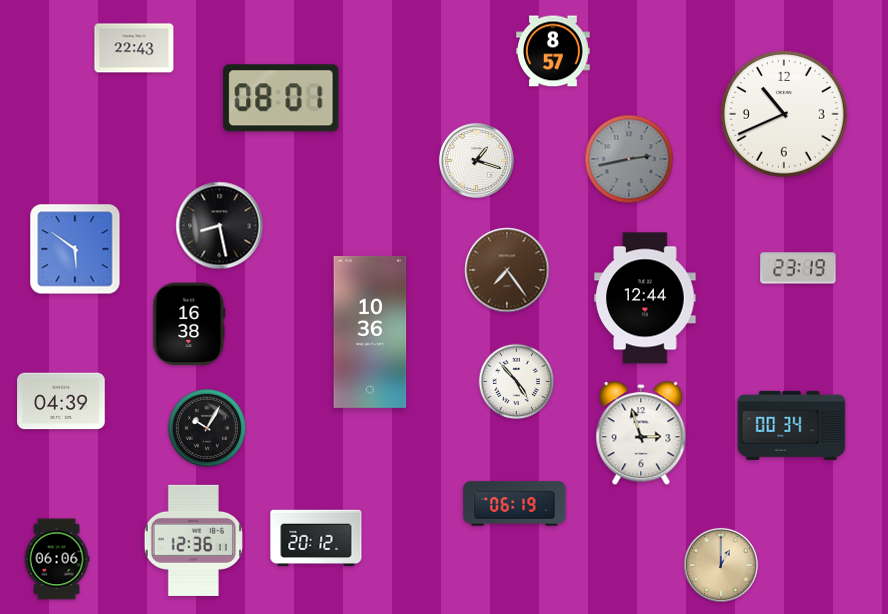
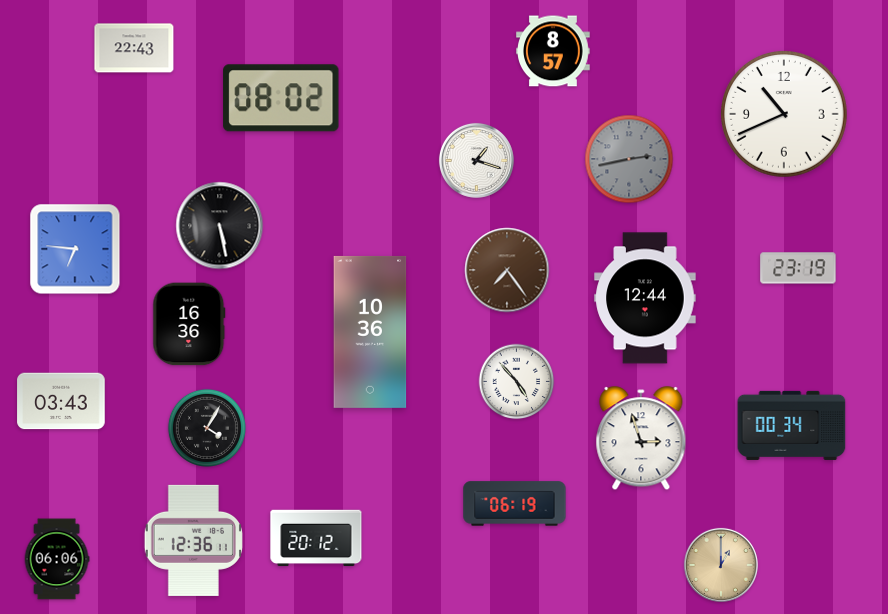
clock at (281, 98): 08:01 -> 08:02
clock at (220, 226): 8:28 -> 5:28
clock at (75, 249): 5:51 -> 6:46
clock at (189, 324): 16:38 -> 16:36
clock at (61, 401): 04:39 -> 03:43
clock at (207, 428): 10:05 -> 4:05
clock at (641, 434) position: (641, 434) -> (641, 439)
